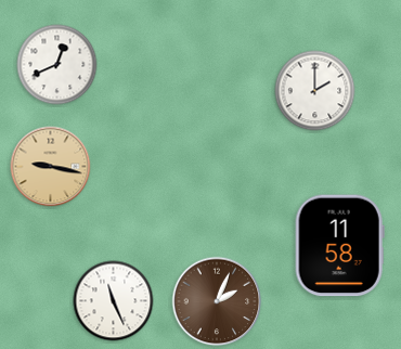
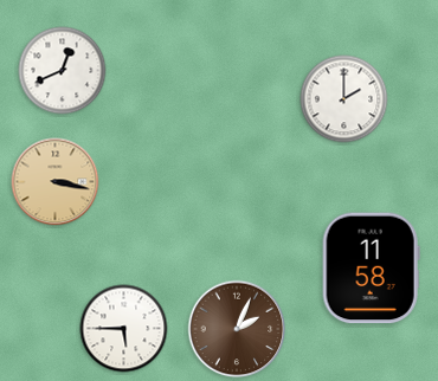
clock at (51, 167): 9:17 -> 3:17
clock at (114, 301): 11:26 -> 5:45
